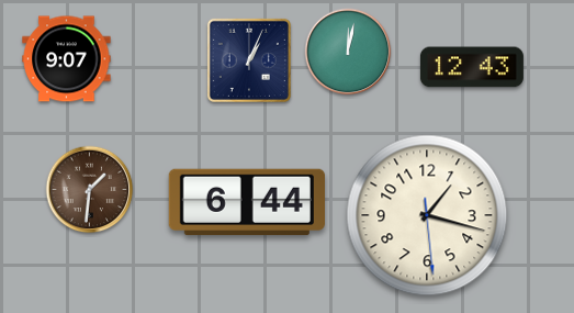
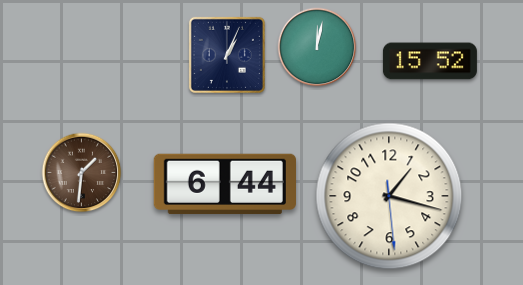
clock at (67, 59): 9:07 -> none
clock at (472, 67): 12:43 -> 15:52
